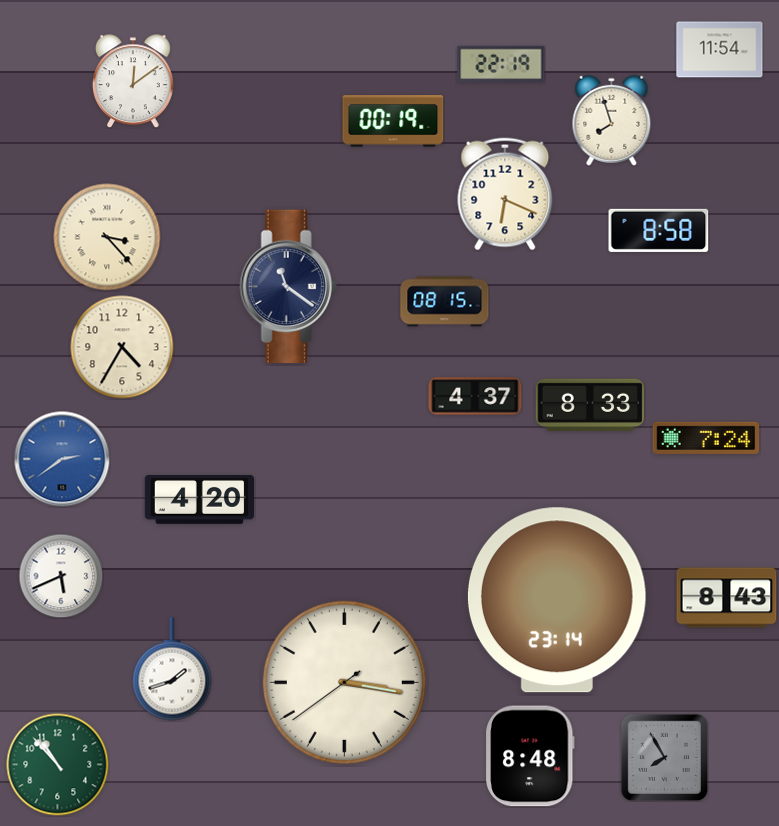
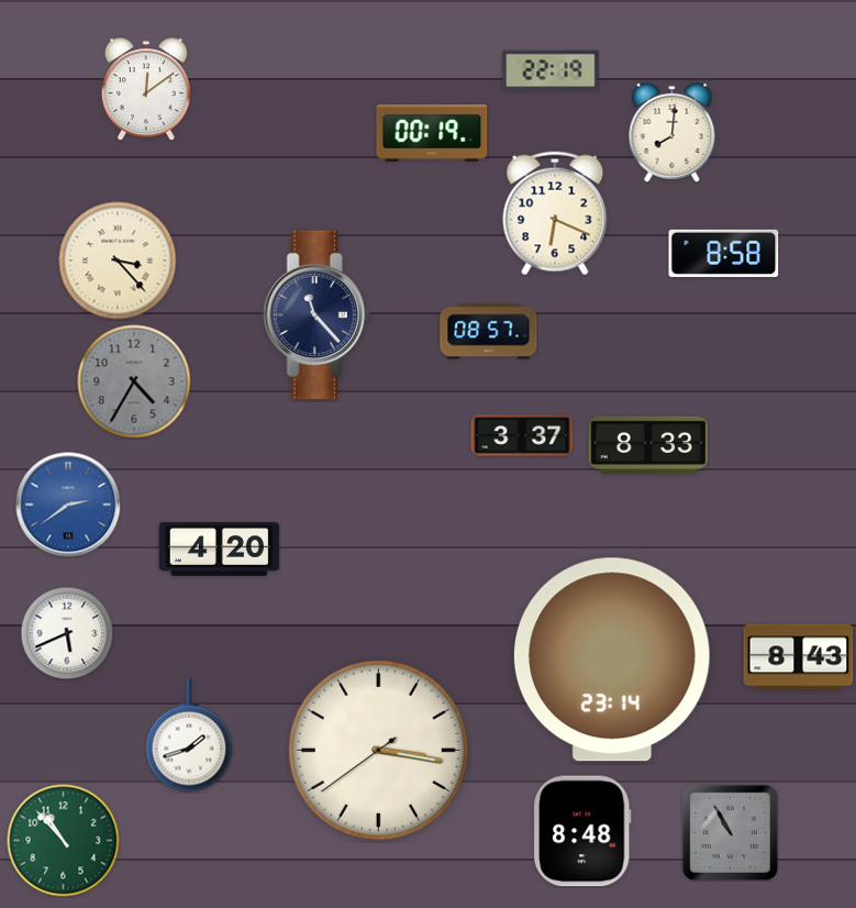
clock at (720, 50): 11:54 -> none
clock at (612, 120): 7:57 -> 8:01
clock at (288, 286): 11:21 -> 11:23
clock at (445, 302): 08:15 -> 08:57
clock at (122, 347) dial: cream -> grey
clock at (475, 396): 4:37 -> 3:37
clock at (706, 438): 7:24 -> none
clock at (664, 757): 7:55 -> 10:55
